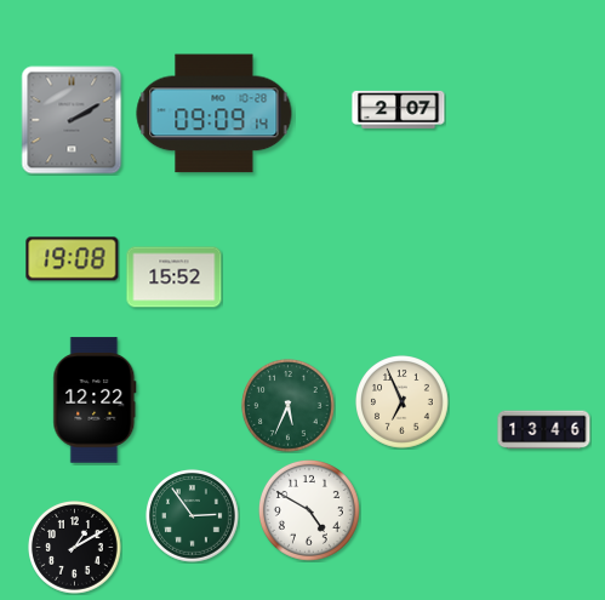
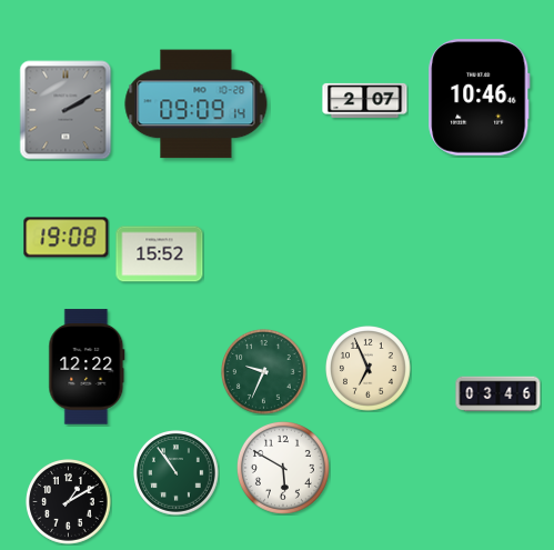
clock at (480, 98): none -> 10:46
clock at (289, 406): 5:34 -> 9:34
clock at (544, 430): 13:46 -> 03:46
clock at (309, 510): 4:50 -> 5:50
clock at (193, 516): 2:54 -> 10:54
